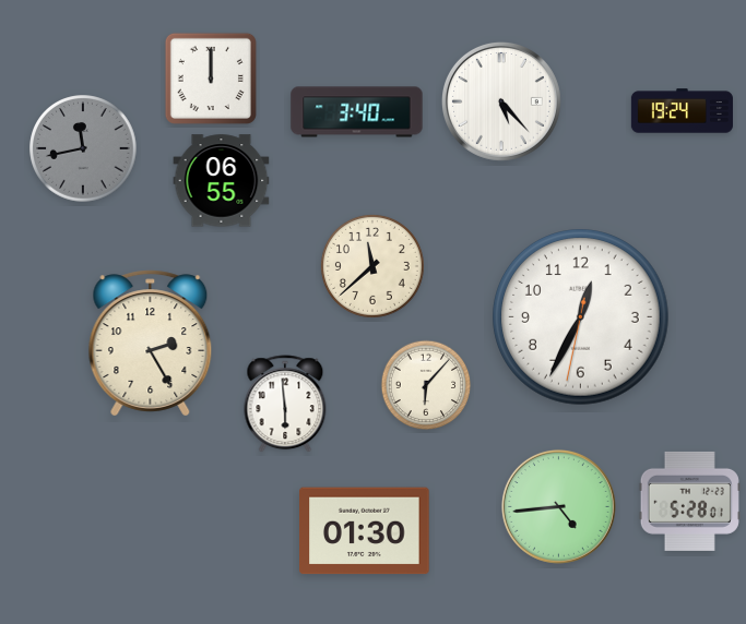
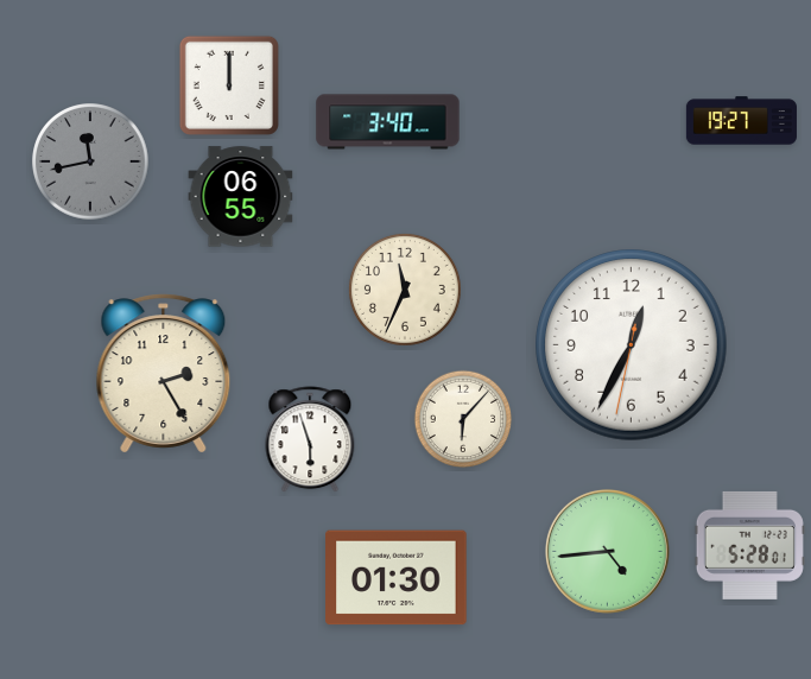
clock at (501, 101): 5:23 -> none
clock at (682, 111): 19:24 -> 19:27
clock at (372, 266): 11:38 -> 11:34
clock at (285, 405): 5:59 -> 5:57
